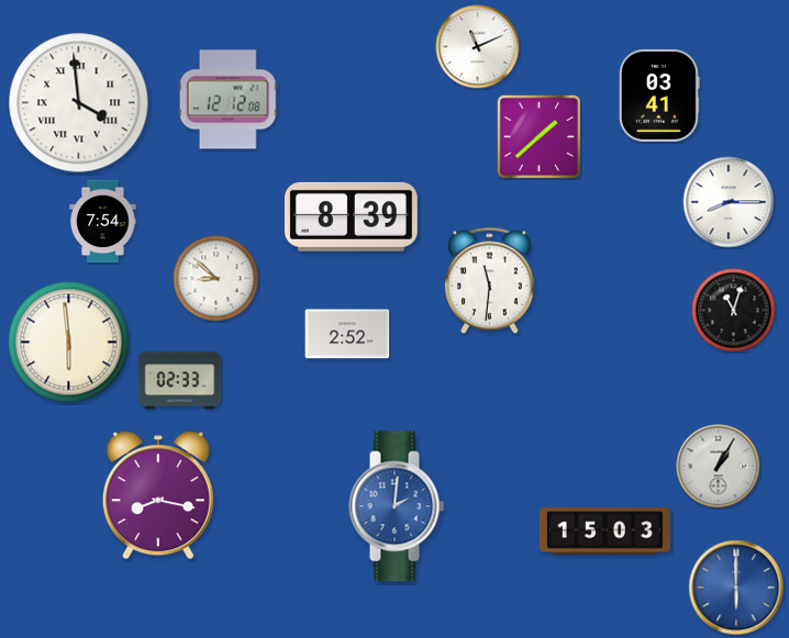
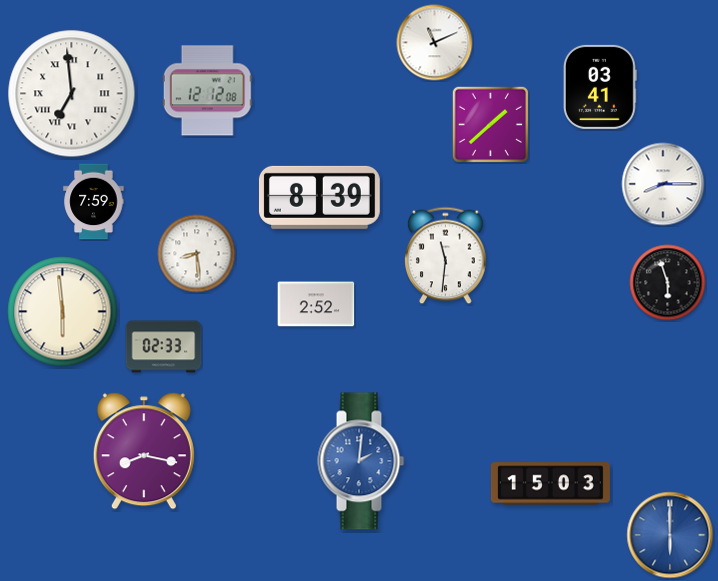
clock at (79, 103): 3:59 -> 6:59
clock at (103, 222): 7:54 -> 7:59
clock at (216, 279): 8:52 -> 8:29
clock at (734, 311): 11:03 -> 5:57
clock at (719, 467): 1:05 -> none
